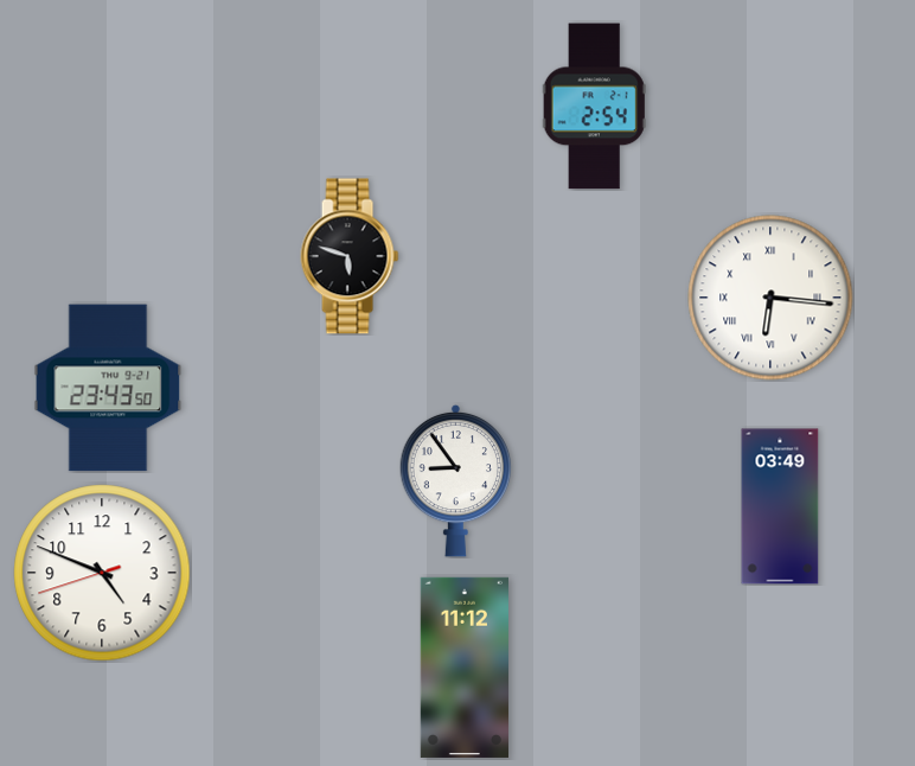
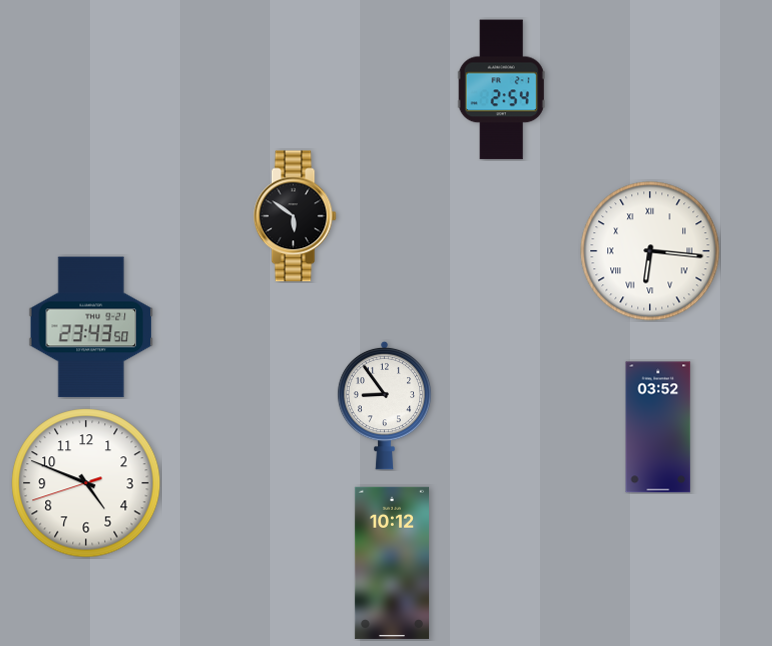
clock at (350, 256): 5:48 -> 5:51
clock at (780, 506): 03:49 -> 03:52
clock at (465, 668): 11:12 -> 10:12
